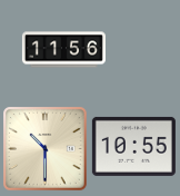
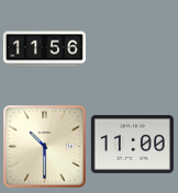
clock at (63, 50) position: (63, 50) -> (44, 49)
clock at (133, 146): 10:55 -> 11:00
